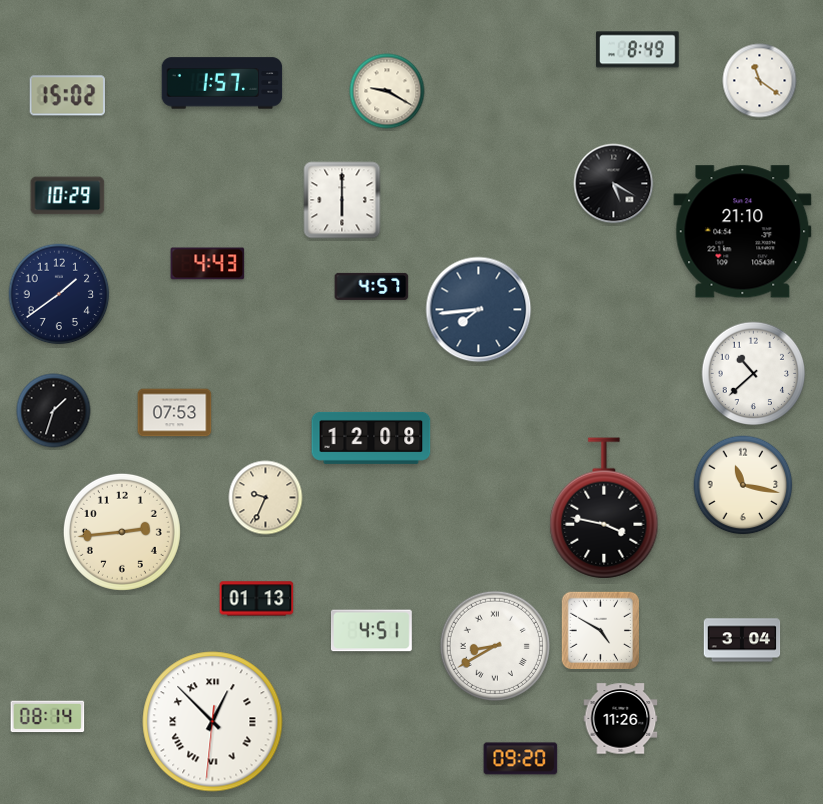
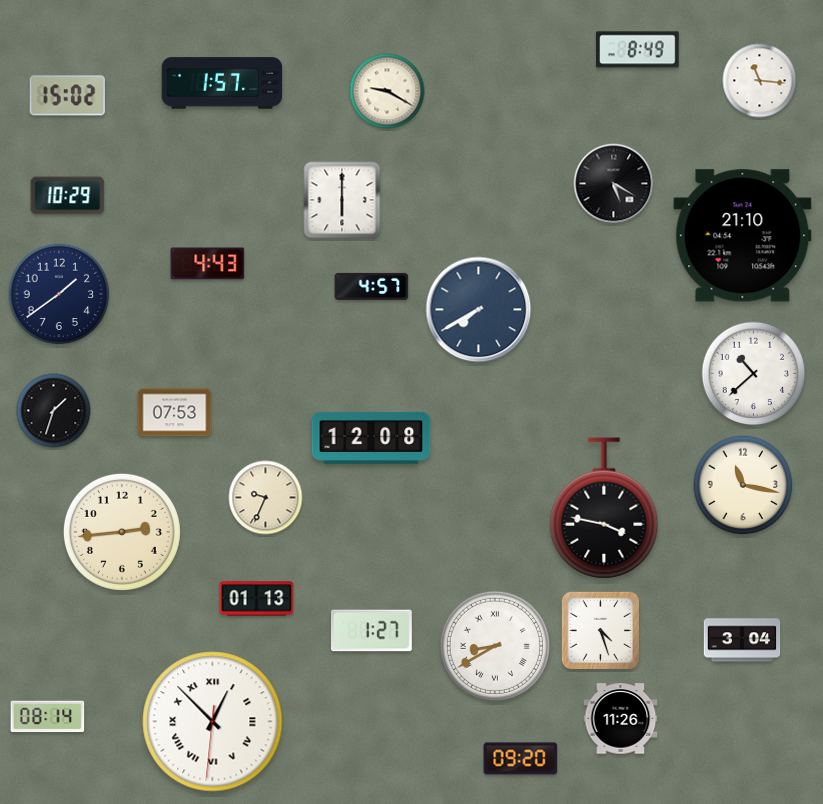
clock at (760, 81): 11:21 -> 11:16
clock at (743, 232) position: (743, 232) -> (743, 236)
clock at (479, 310): 7:44 -> 7:40
clock at (371, 631): 4:51 -> 1:27
clock at (601, 631): 4:50 -> 4:27
